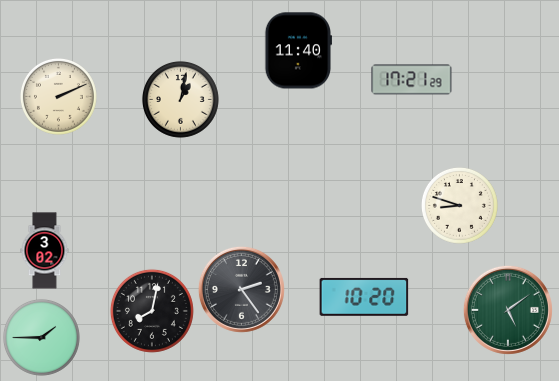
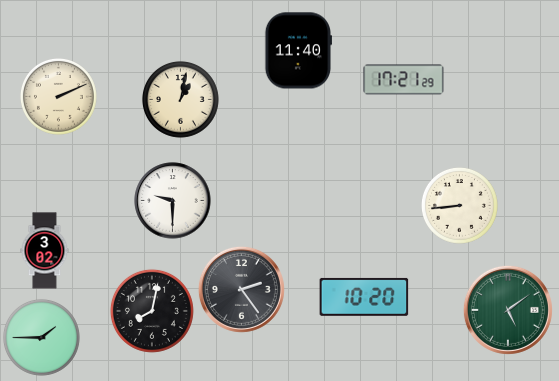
clock at (412, 80) position: (412, 80) -> (404, 80)
clock at (173, 201): none -> 9:30
clock at (459, 205): 8:48 -> 8:44
